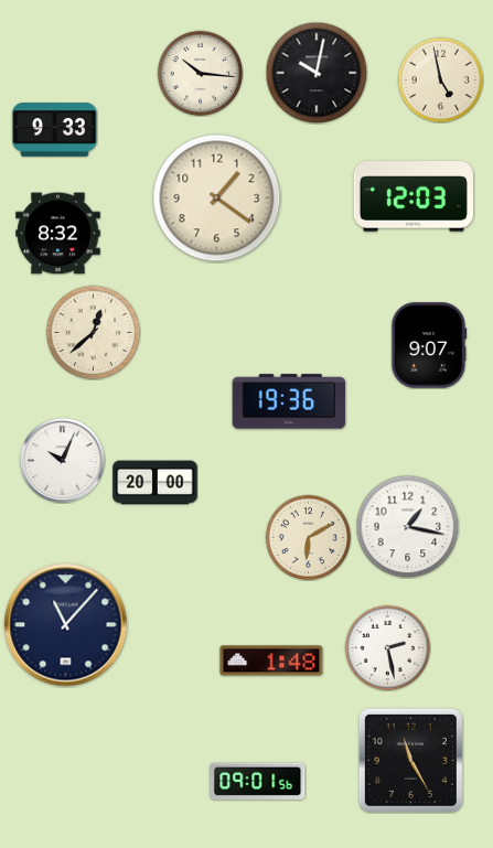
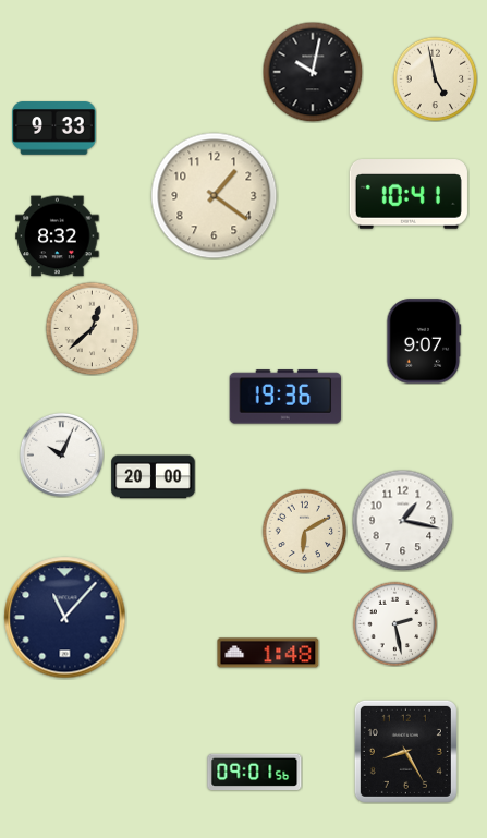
clock at (200, 73): 10:16 -> none
clock at (414, 196): 12:03 -> 10:41
clock at (58, 234) position: (58, 234) -> (58, 236)
clock at (387, 647) position: (387, 647) -> (394, 623)
clock at (410, 760): 11:25 -> 8:25
